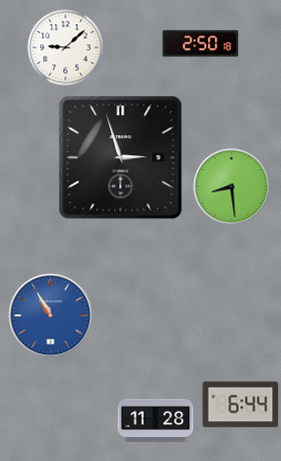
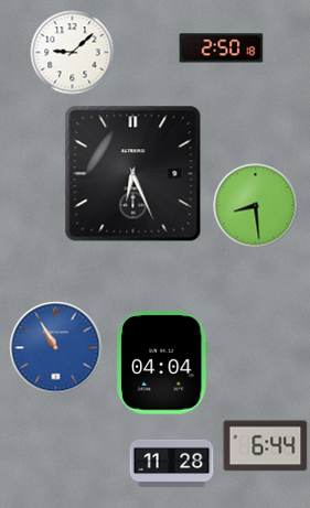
clock at (121, 158): 2:57 -> 6:26
clock at (162, 363): none -> 04:04
